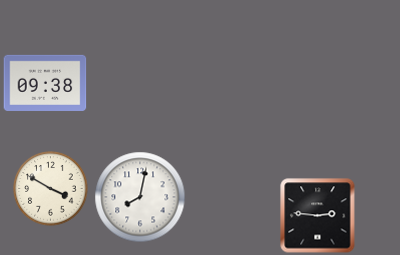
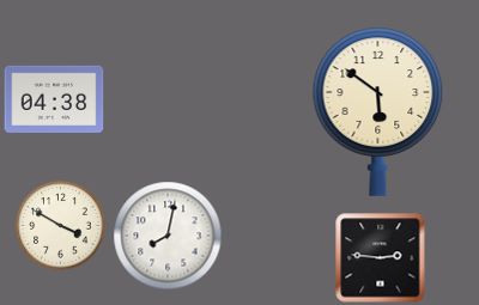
clock at (45, 83): 09:38 -> 04:38
clock at (378, 111): none -> 5:51
